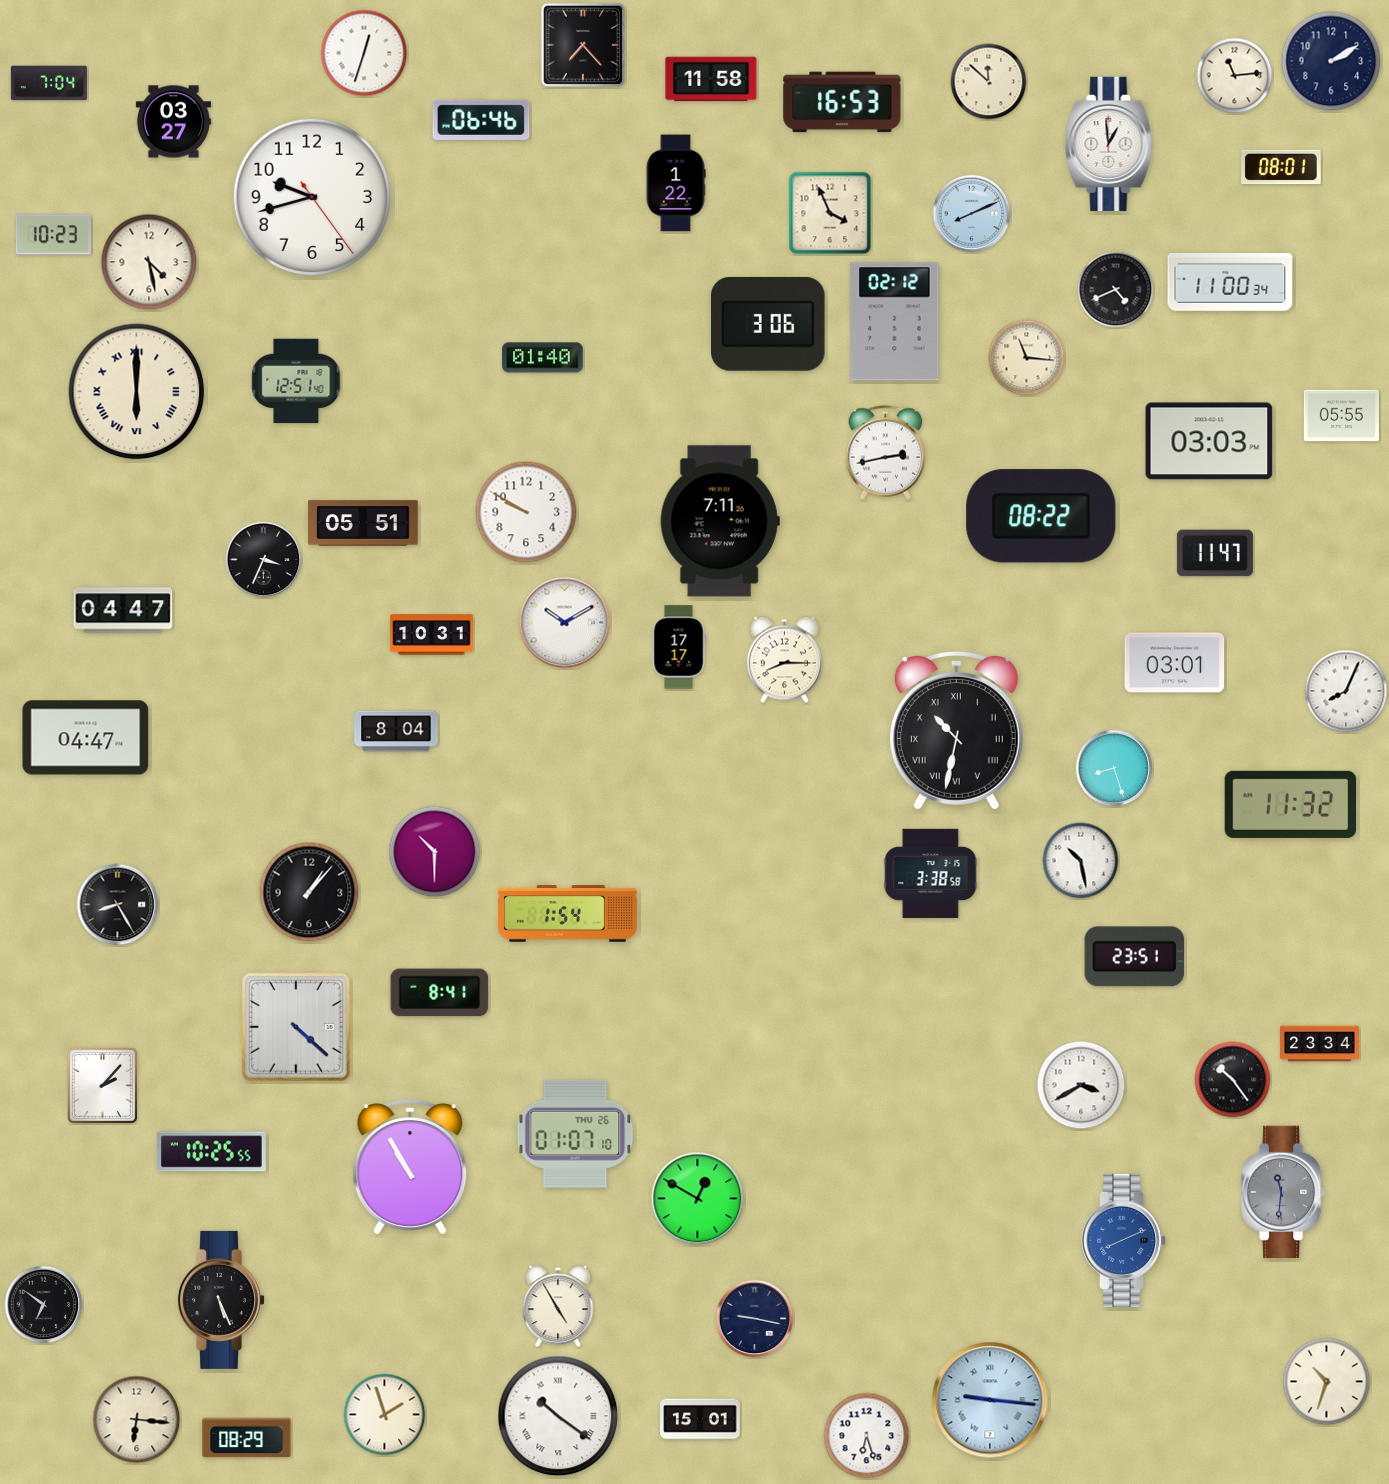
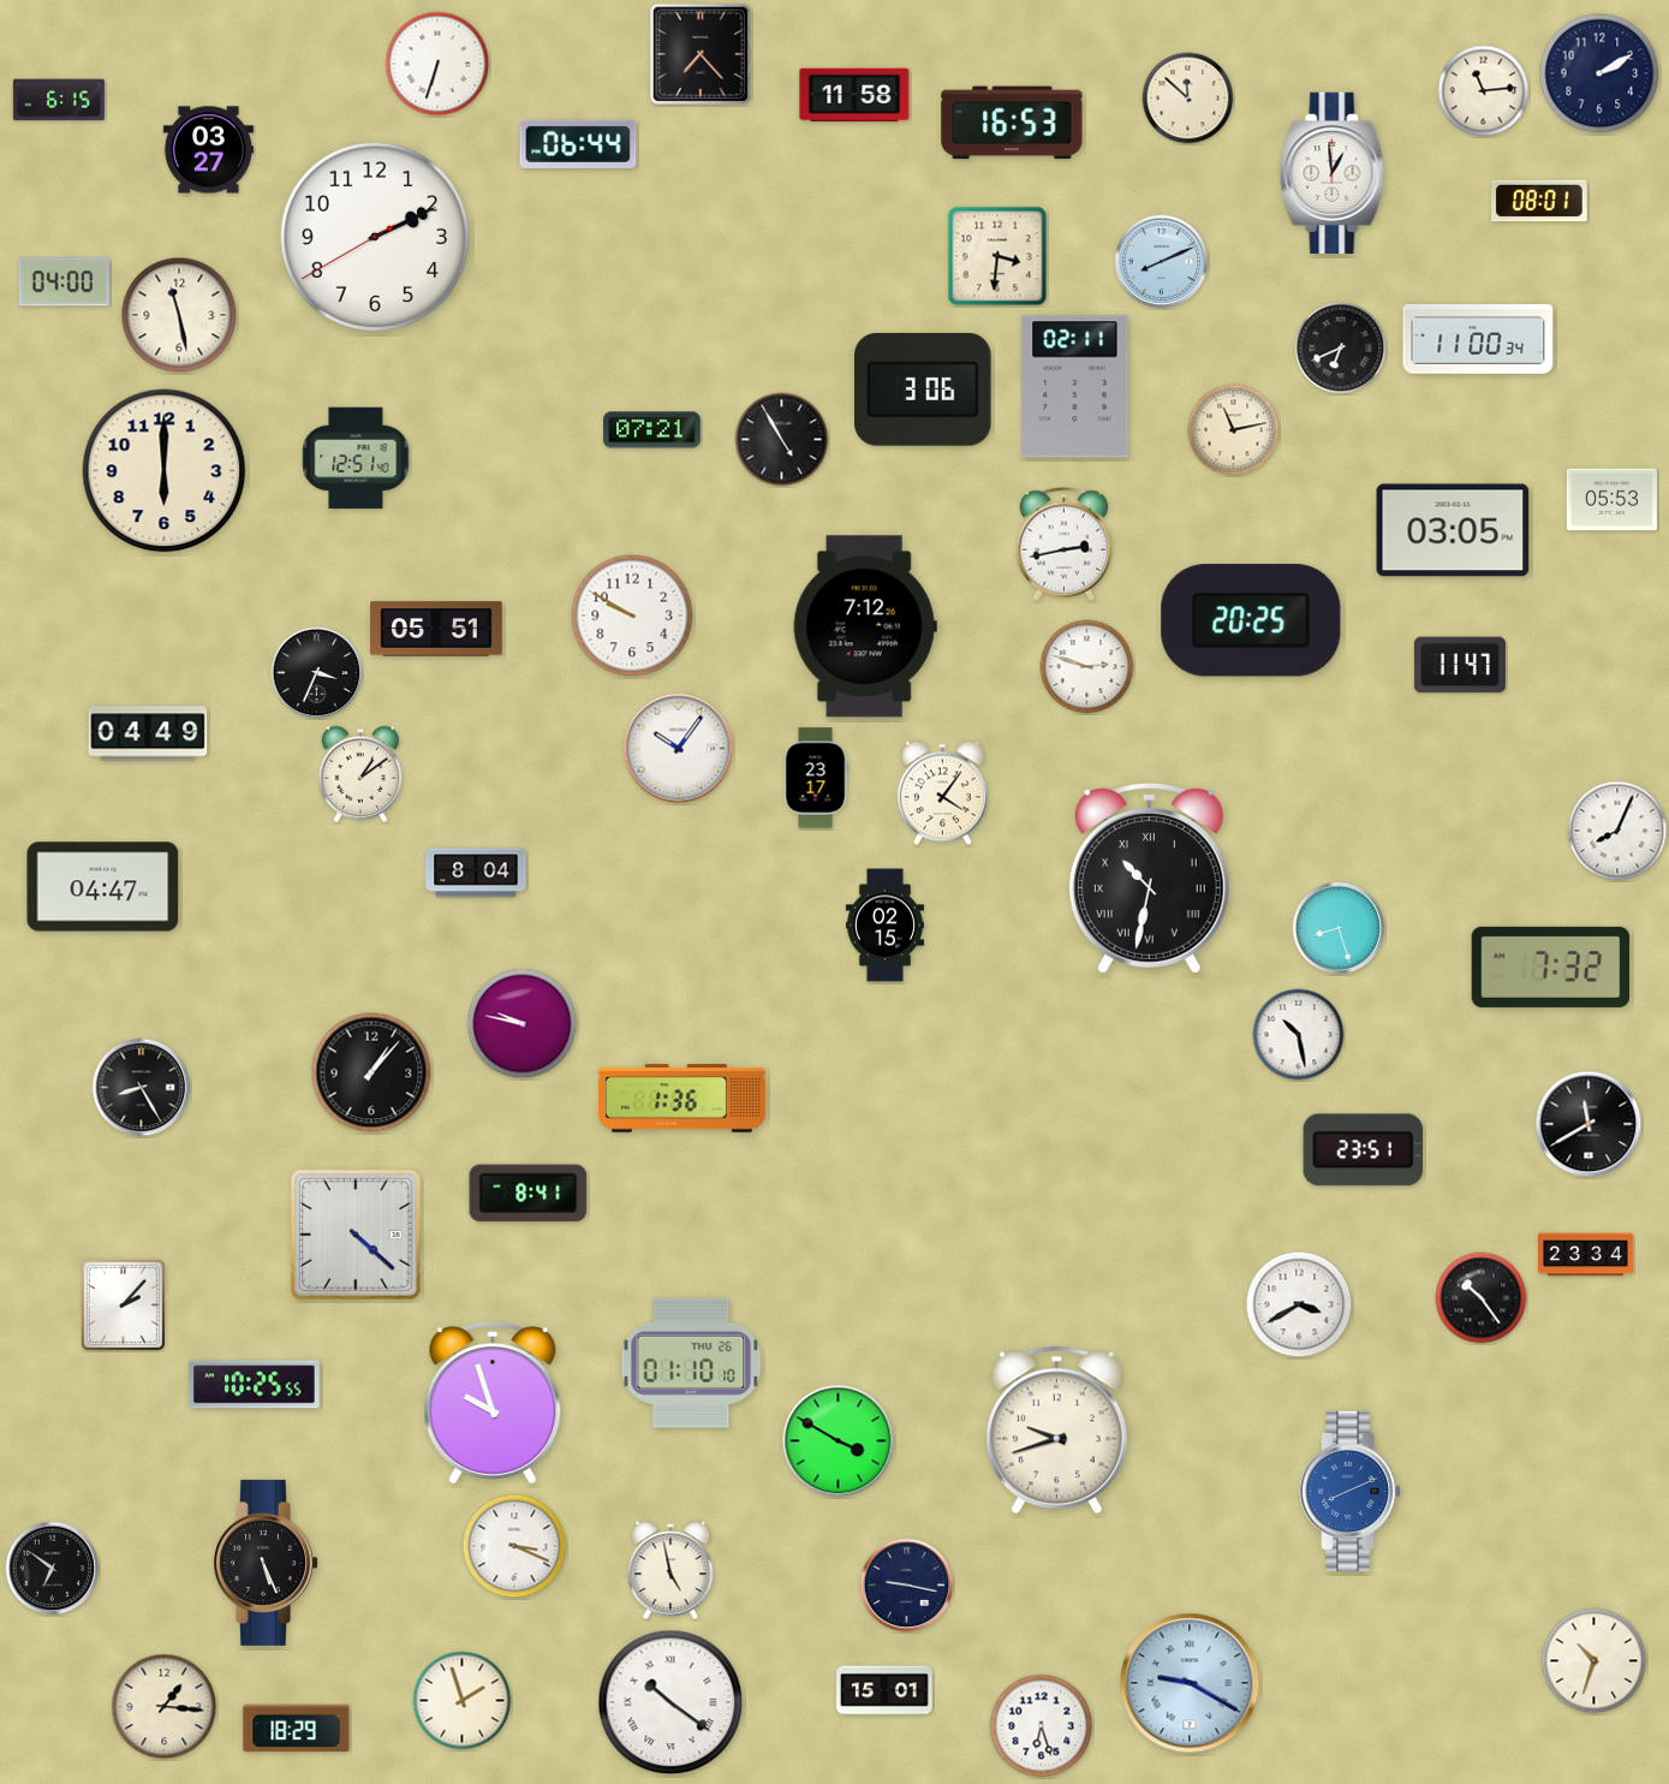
clock at (364, 53): 12:33 -> 6:33
clock at (49, 83): 7:04 -> 6:15
clock at (481, 120): 06:46 -> 06:44
clock at (173, 122) position: (173, 122) -> (208, 150)
clock at (676, 183): 1:22 -> none
clock at (312, 197): 9:42 -> 2:10
clock at (830, 213): 3:56 -> 3:31
clock at (972, 214) position: (972, 214) -> (1162, 262)
clock at (53, 235): 10:23 -> 04:00
clock at (149, 262): 4:28 -> 11:28
clock at (1116, 290): 4:41 -> 6:41
clock at (895, 322): 02:12 -> 02:11
clock at (543, 358): 01:40 -> 07:21
clock at (1027, 358): 11:16 -> 11:13
clock at (782, 440): none -> 4:55
clock at (137, 392) numerals: Roman -> Arabic
clock at (1341, 416): 05:55 -> 05:53
clock at (1209, 441): 03:03 -> 03:05
clock at (1041, 516): 08:22 -> 20:25
clock at (720, 521): 7:11 -> 7:12
clock at (1087, 667): none -> 2:48
clock at (123, 610): 04:47 -> 04:49
clock at (565, 623): 10:10 -> 10:06
clock at (432, 635): 10:31 -> none
clock at (360, 774): none -> 1:09
clock at (679, 647): 17:17 -> 23:17
clock at (784, 660): 8:15 -> 4:06
clock at (1175, 663): 03:01 -> none
clock at (396, 731) position: (396, 731) -> (476, 873)
clock at (1114, 768) position: (1114, 768) -> (1339, 928)
clock at (884, 926): none -> 02:15
clock at (1291, 804): 11:32 -> 7:32
clock at (435, 852): 10:30 -> 9:47
clock at (931, 873): 3:38 -> none
clock at (568, 914): 1:54 -> 1:36
clock at (1588, 1124): none -> 11:40
clock at (575, 1134): 01:07 -> 01:10
clock at (410, 1167): 10:55 -> 9:57
clock at (1056, 1431): none -> 9:42
clock at (1283, 1191): 11:31 -> none
clock at (698, 1199): 12:50 -> 3:50
clock at (514, 1546): none -> 3:19
clock at (558, 1306): 4:55 -> 4:58
clock at (990, 1400): 9:16 -> 9:20
clock at (700, 1419) position: (700, 1419) -> (884, 1690)
clock at (137, 1420): 6:16 -> 1:16
clock at (247, 1438): 08:29 -> 18:29
